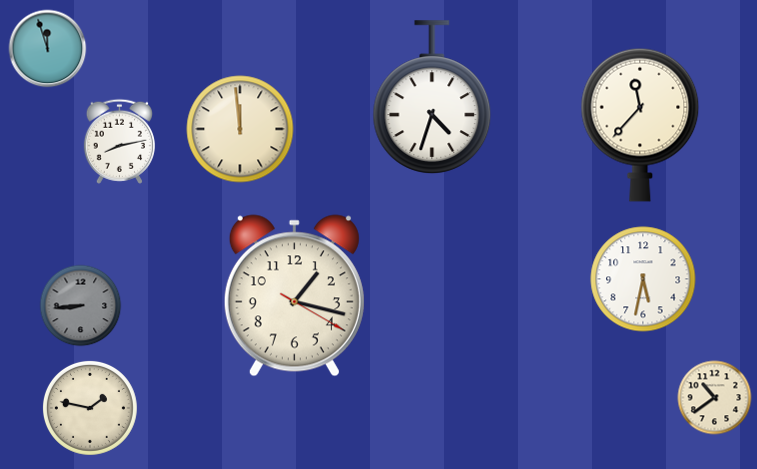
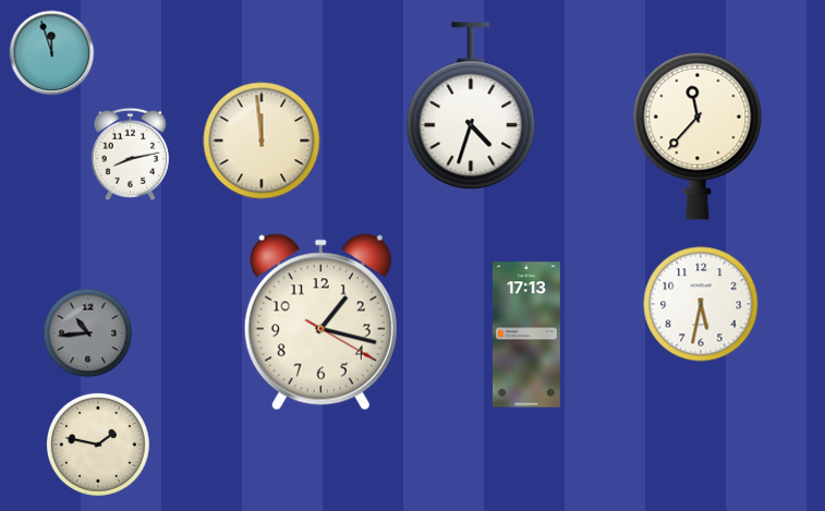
clock at (81, 306): 8:44 -> 10:44
clock at (526, 334): none -> 17:13
clock at (715, 398): 10:39 -> none
